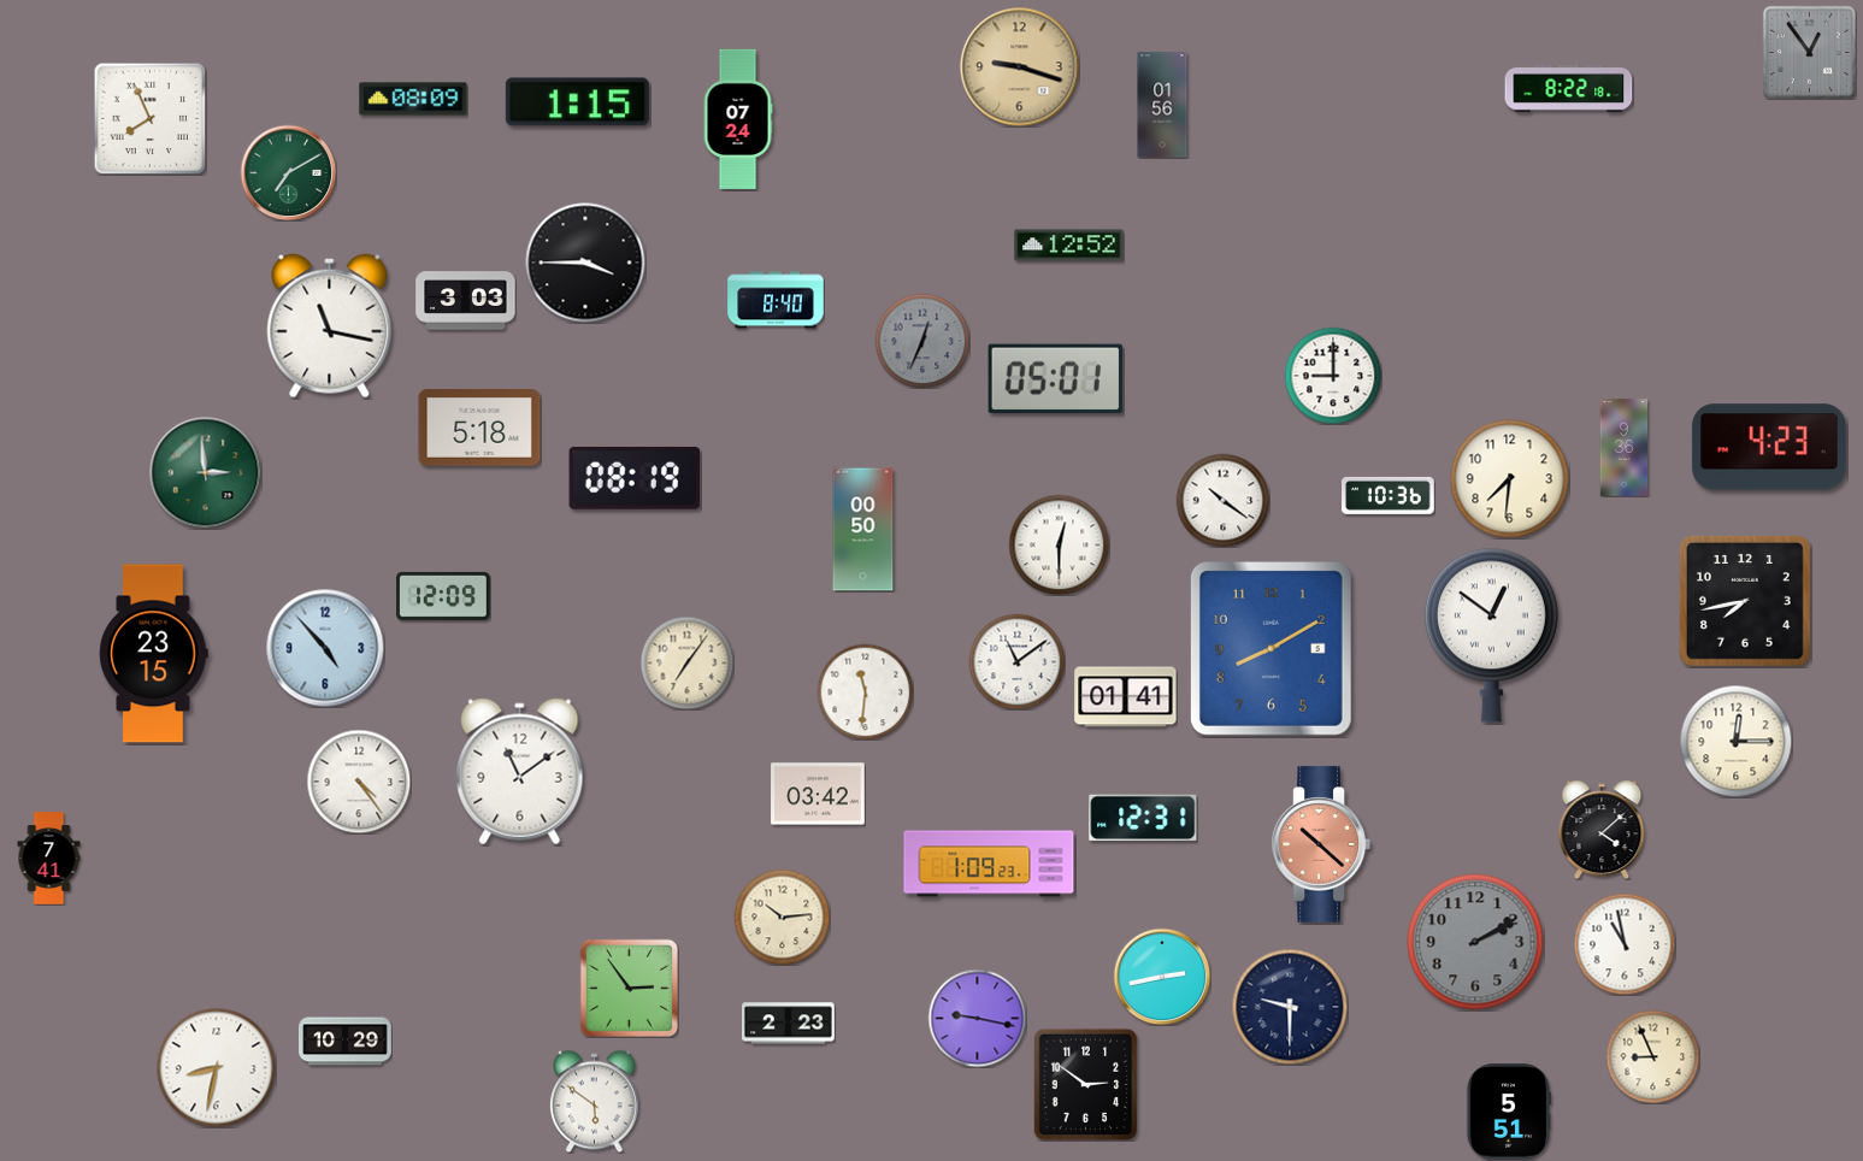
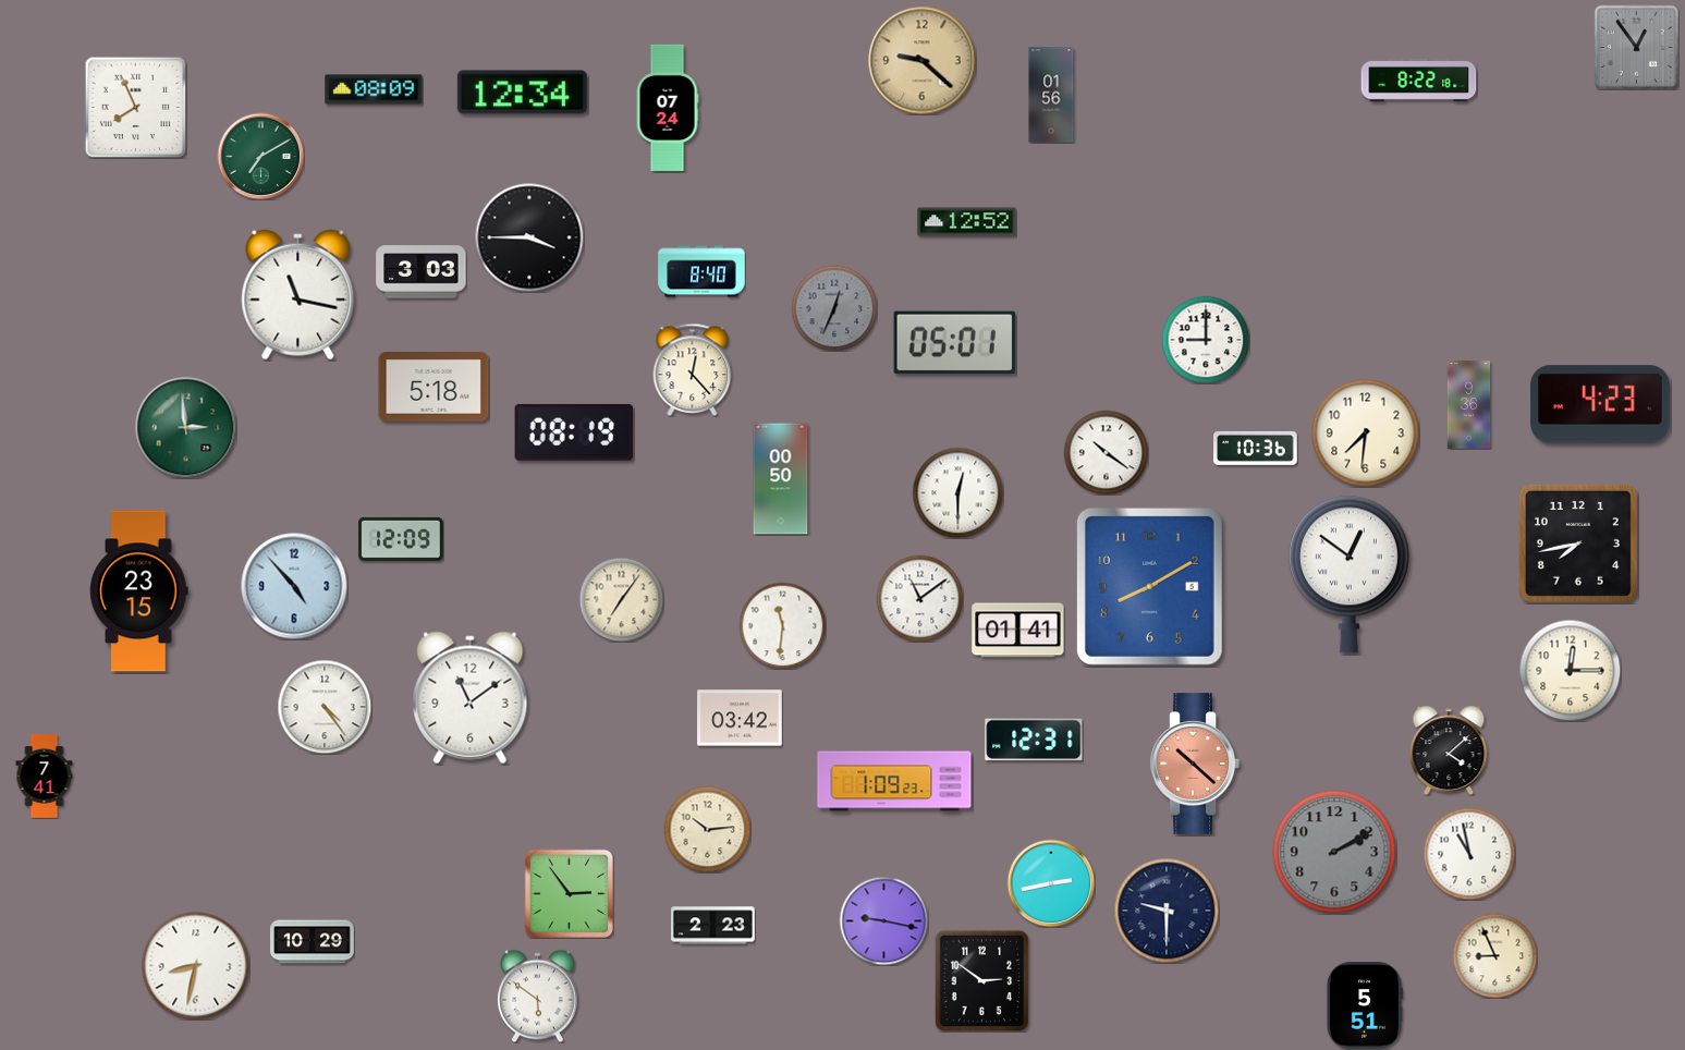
clock at (1020, 67): 9:18 -> 9:22
clock at (577, 102): 1:15 -> 12:34
clock at (693, 369): none -> 12:23
